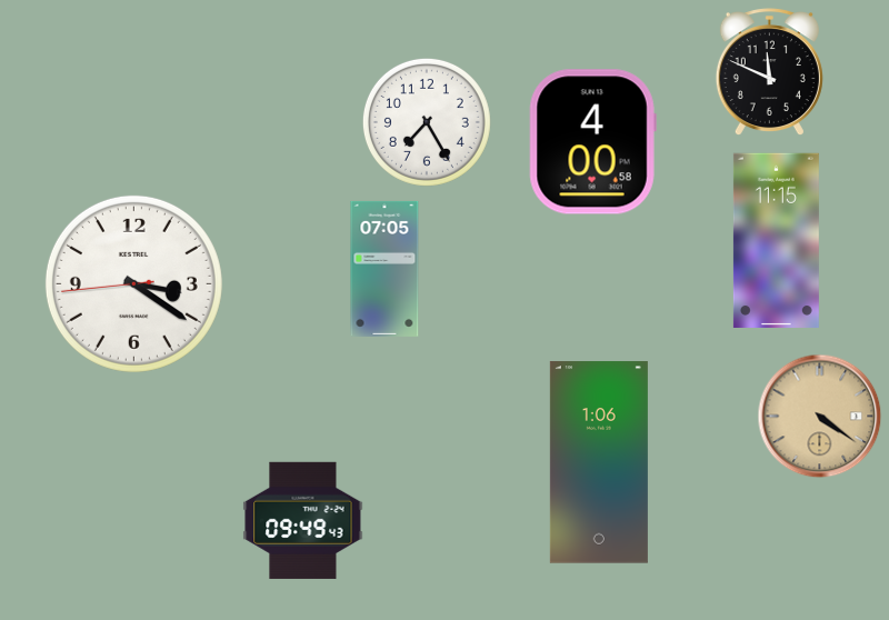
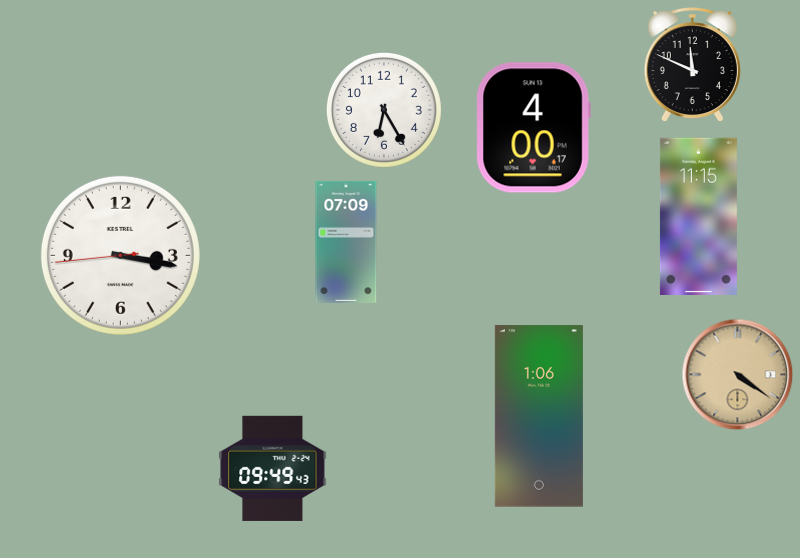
clock at (427, 122): 7:25 -> 6:25
clock at (592, 142): 4:00:58 -> 4:00:17
clock at (384, 269): 07:05 -> 07:09
clock at (133, 283): 3:20 -> 3:16
